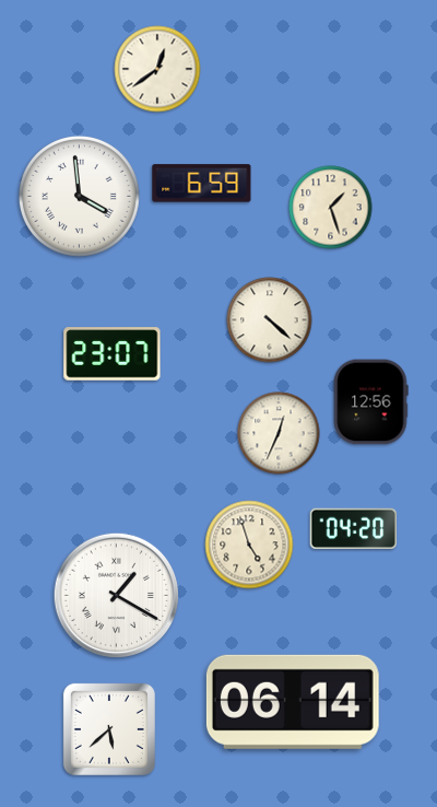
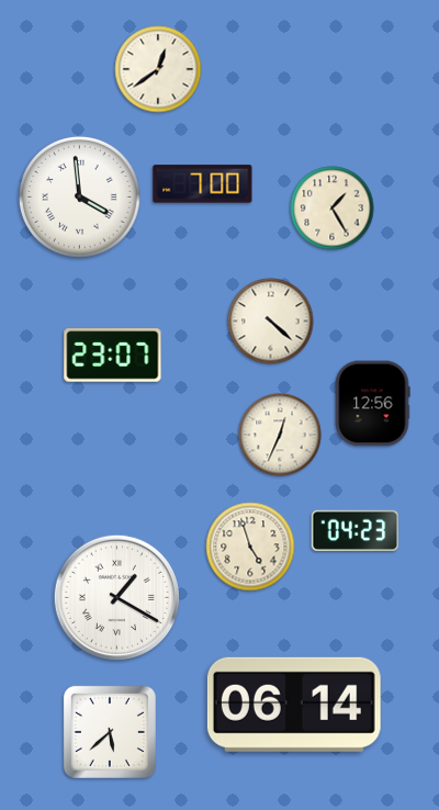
clock at (202, 184): 6:59 -> 7:00
clock at (331, 208): 1:27 -> 1:25
clock at (354, 528): 04:20 -> 04:23
